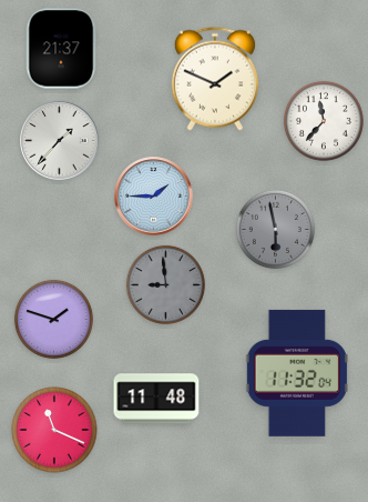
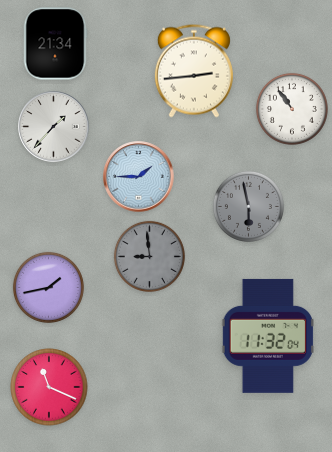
clock at (61, 49): 21:37 -> 21:34
clock at (215, 79): 1:49 -> 2:44
clock at (324, 121): 11:37 -> 10:54
clock at (53, 319): 1:48 -> 1:43
clock at (156, 399): 11:48 -> none
